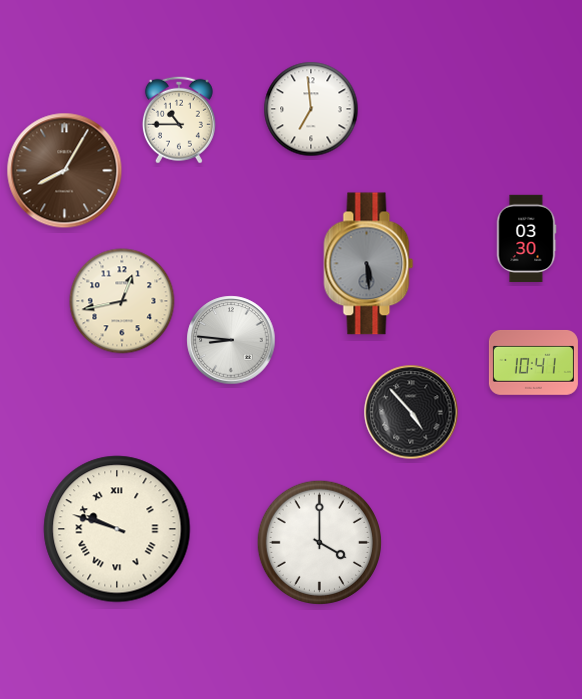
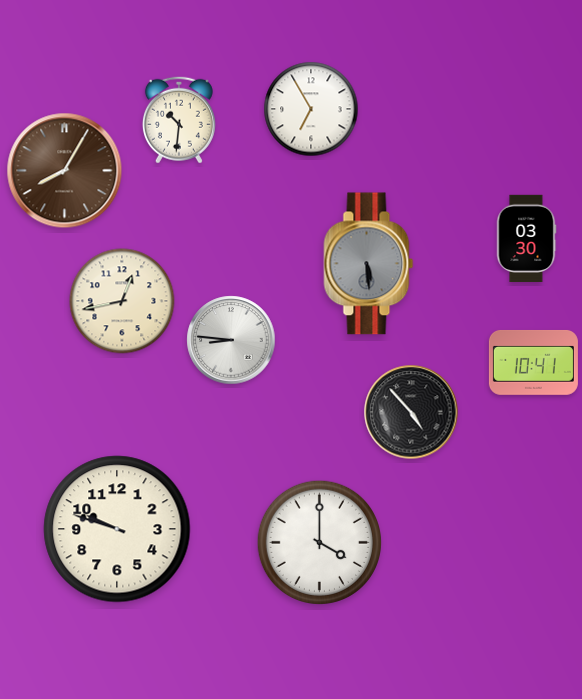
clock at (311, 109): 6:59 -> 6:55
clock at (179, 120): 10:45 -> 10:31
clock at (117, 529) numerals: Roman -> Arabic
